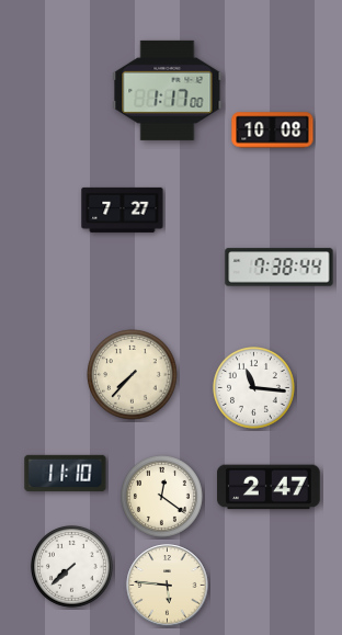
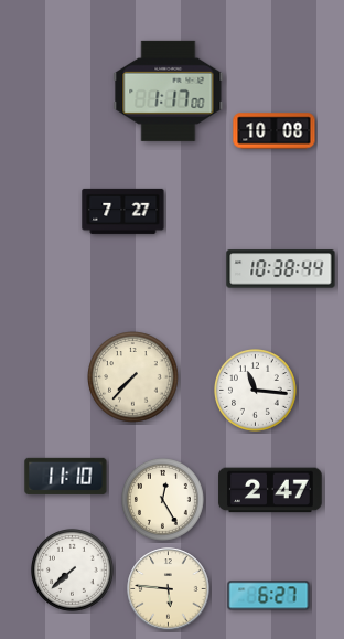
clock at (280, 268): 7:38 -> 10:38
clock at (162, 497): 12:21 -> 12:25
clock at (269, 596): none -> 6:27
